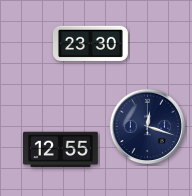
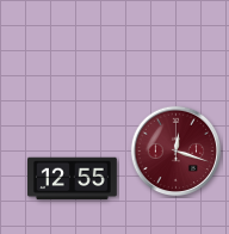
clock at (90, 44): 23:30 -> none
clock at (148, 127) dial: navy -> burgundy
